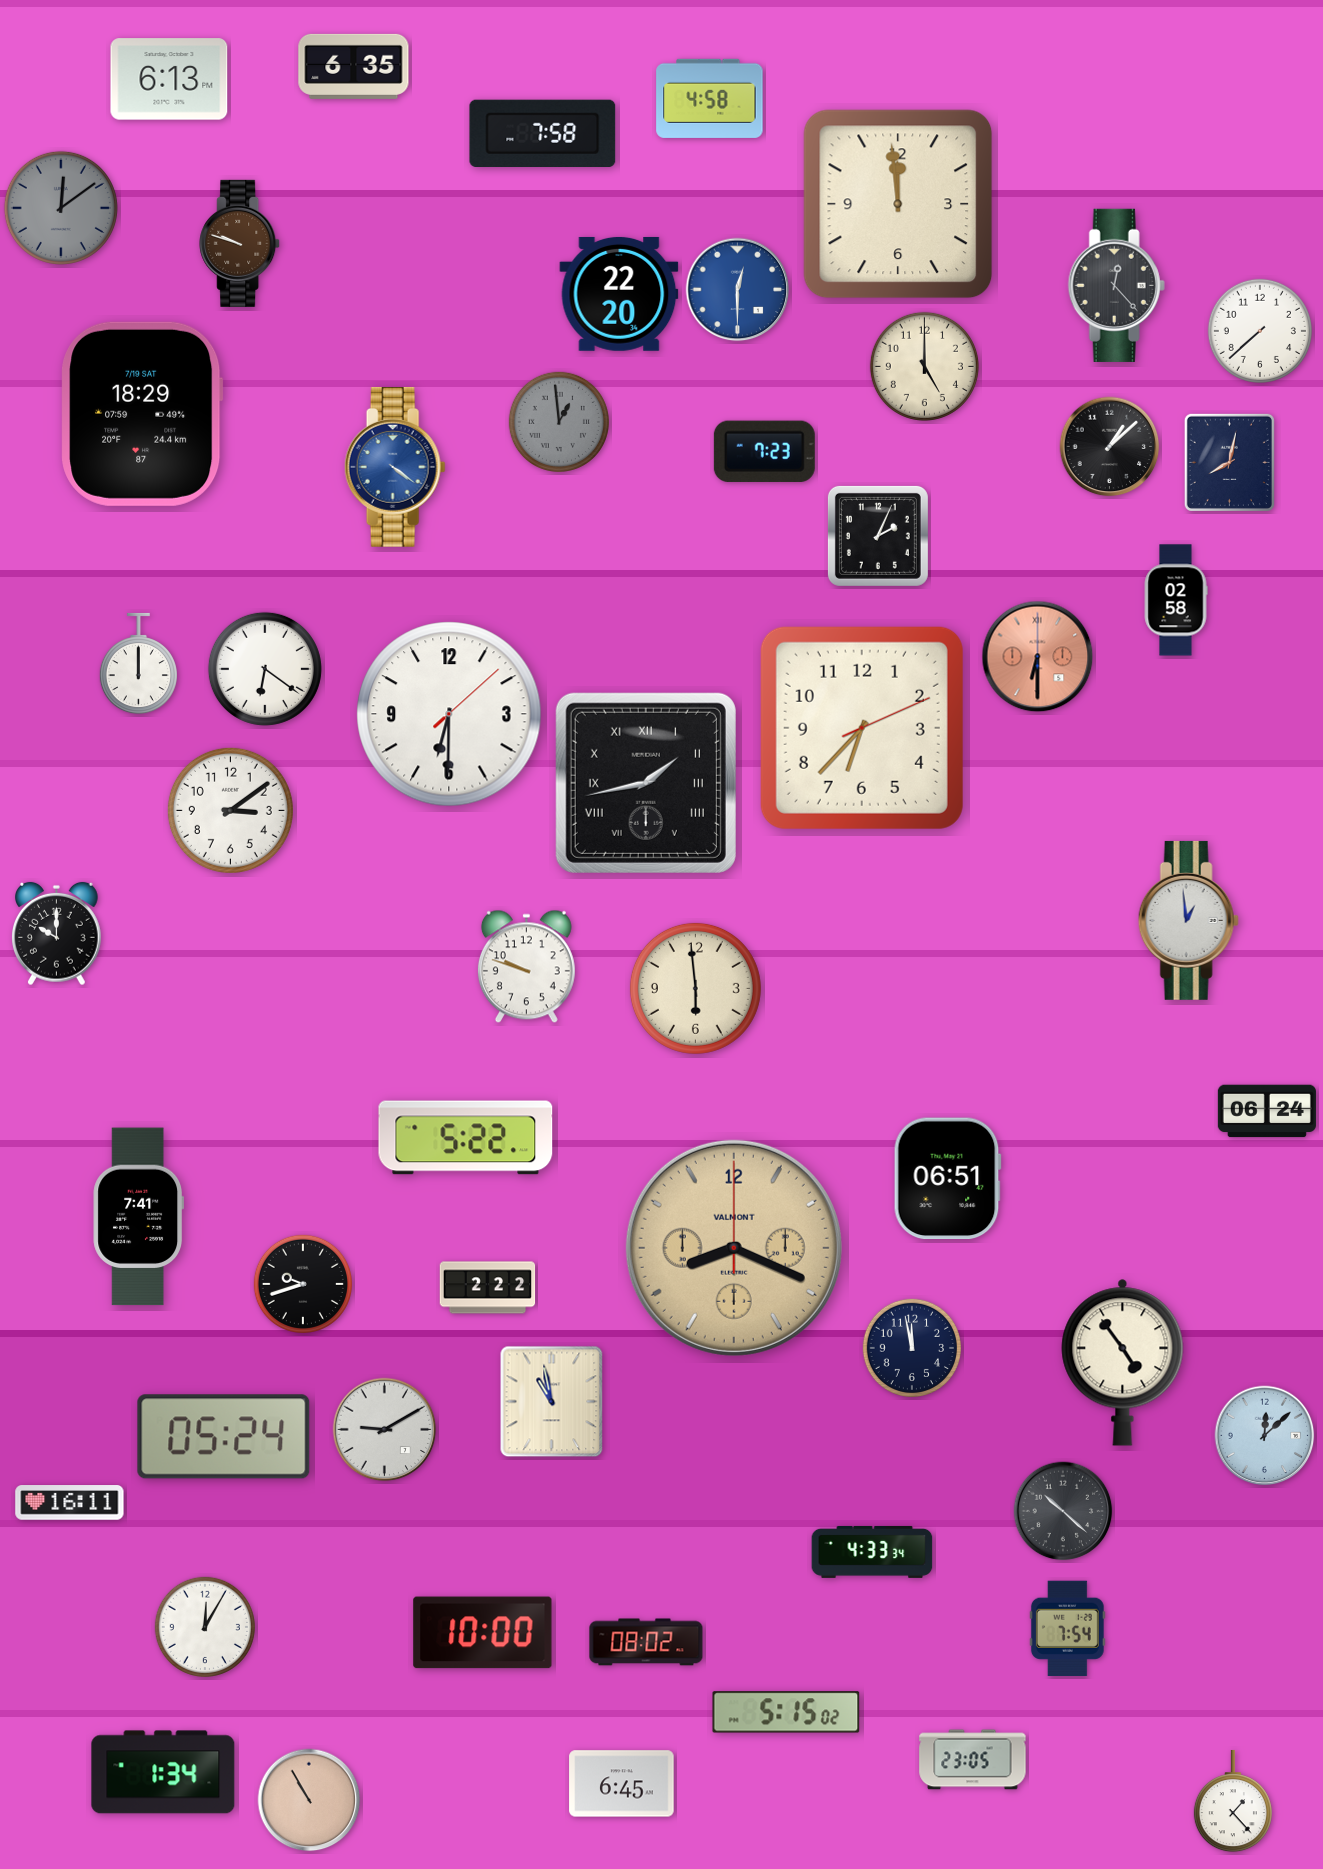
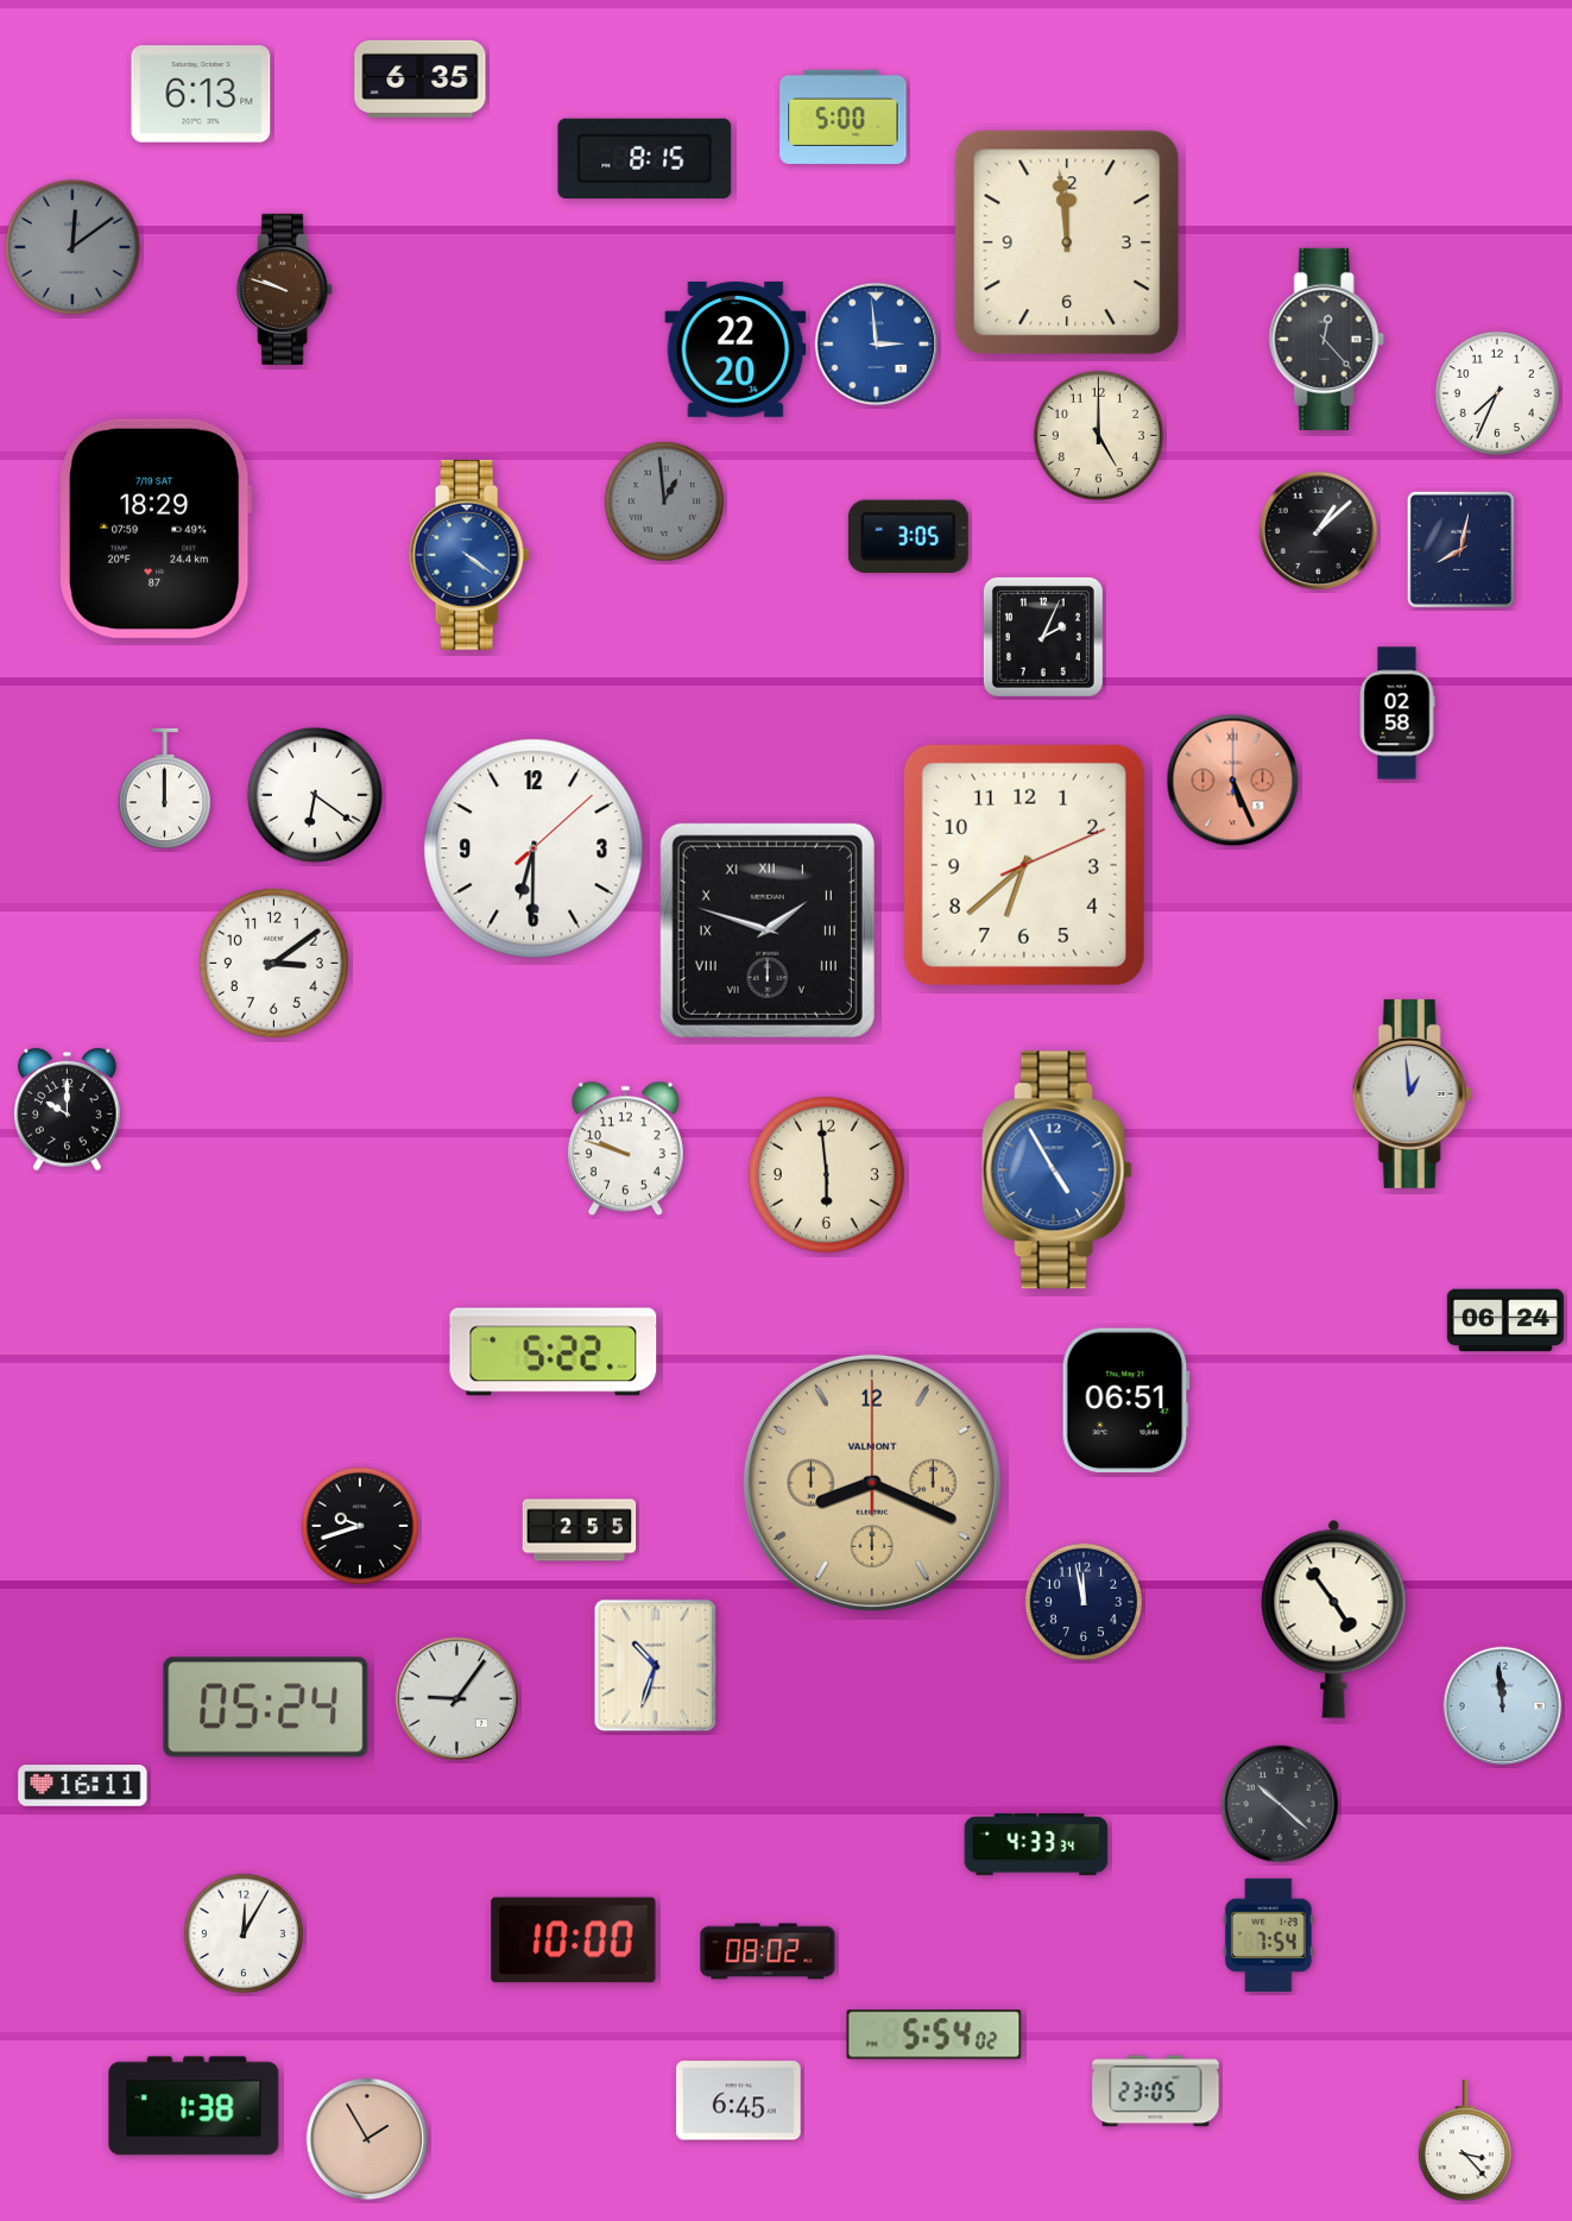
clock at (710, 98): 4:58 -> 5:00
clock at (543, 133): 7:58 -> 8:15
clock at (738, 290): 12:30 -> 2:59
clock at (1260, 331): 7:38 -> 7:34
clock at (142, 414) position: (142, 414) -> (156, 529)
clock at (764, 451): 7:23 -> 3:05
clock at (1038, 657): 6:30 -> 5:26
clock at (862, 728): 6:37 -> 6:38
clock at (646, 783): 1:43 -> 1:48
clock at (1056, 1171): none -> 4:55
clock at (138, 1217): 7:41 -> none
clock at (488, 1288): 2:22 -> 2:55
clock at (552, 1402): 10:58 -> 10:33
clock at (385, 1430): 9:10 -> 9:06
clock at (1265, 1436): 12:08 -> 11:59
clock at (1063, 1511) position: (1063, 1511) -> (1280, 1804)
clock at (786, 1712): 5:15 -> 5:54
clock at (163, 1772): 1:34 -> 1:38
clock at (622, 1784) position: (622, 1784) -> (739, 2101)
clock at (309, 1800): 10:55 -> 1:55
clock at (1233, 1801): 1:23 -> 3:23
